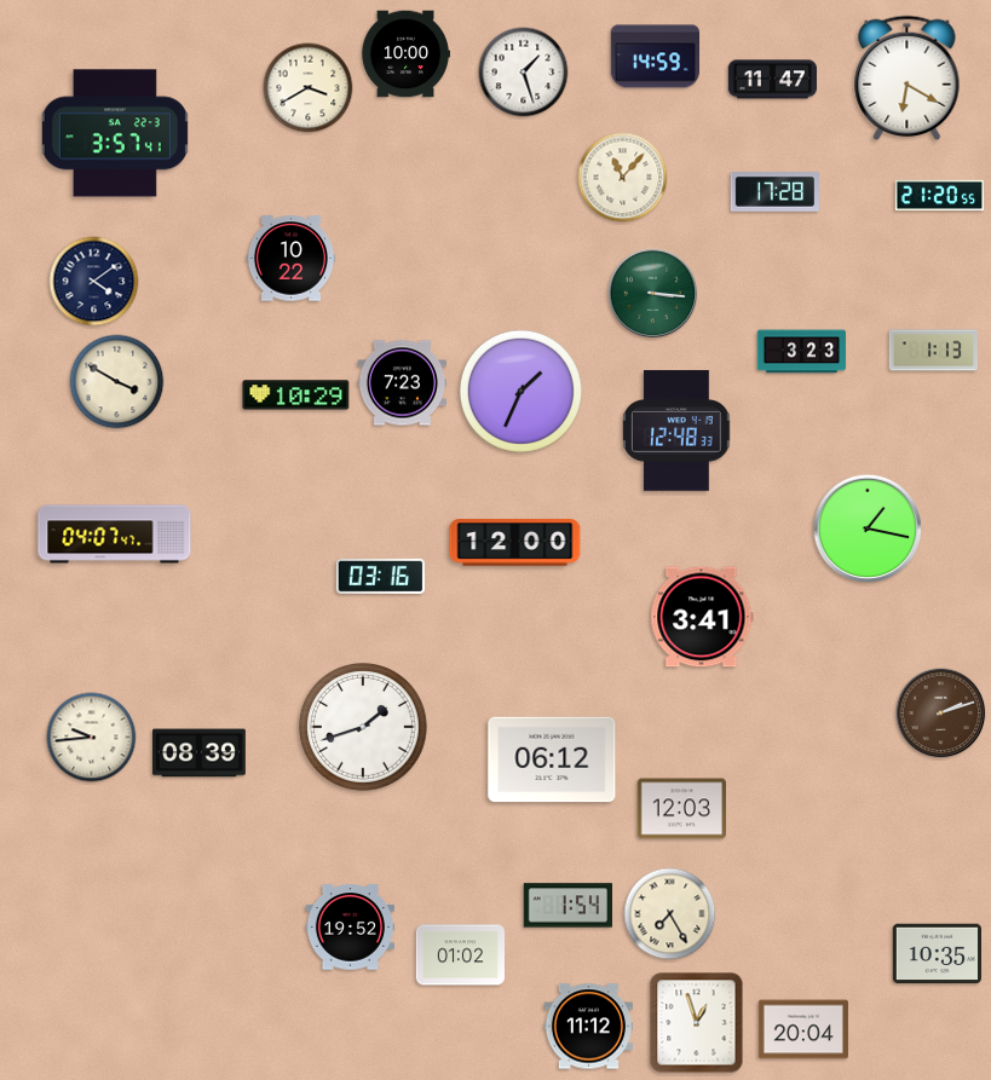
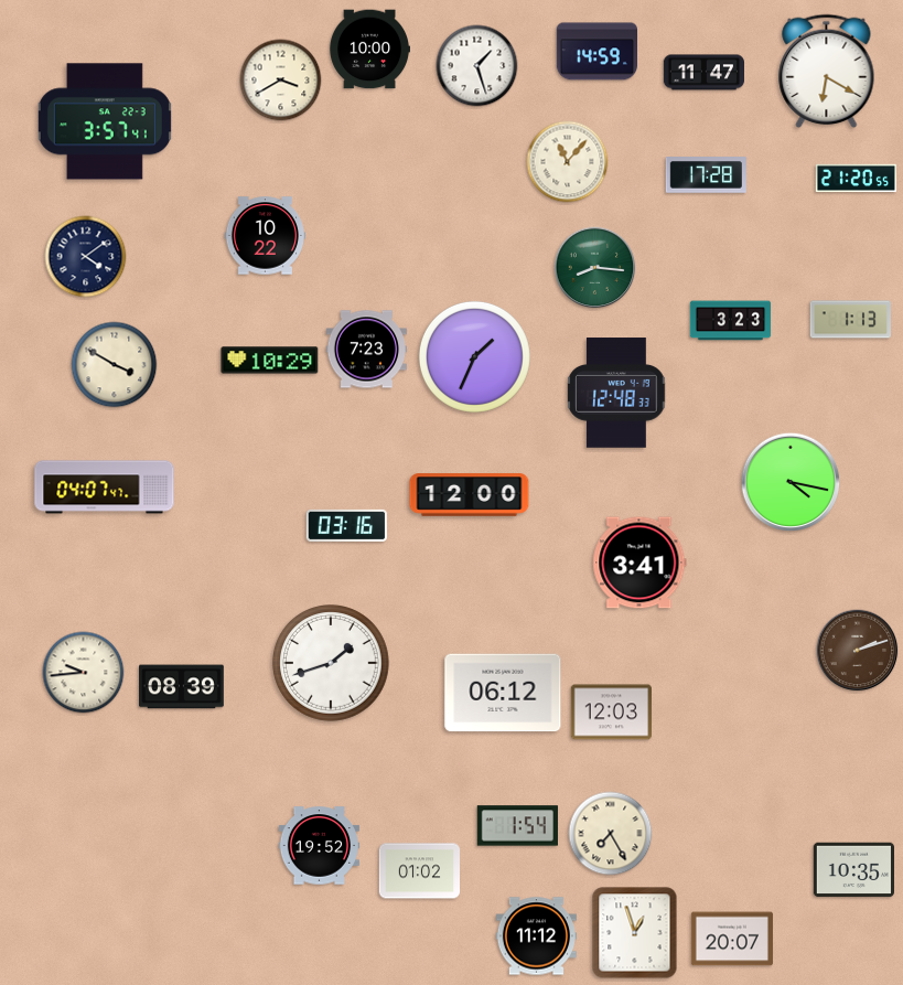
clock at (653, 294): 3:16 -> 8:16
clock at (117, 382) position: (117, 382) -> (115, 365)
clock at (868, 529): 1:17 -> 4:17
clock at (681, 809) position: (681, 809) -> (611, 713)
clock at (803, 1029): 20:04 -> 20:07
